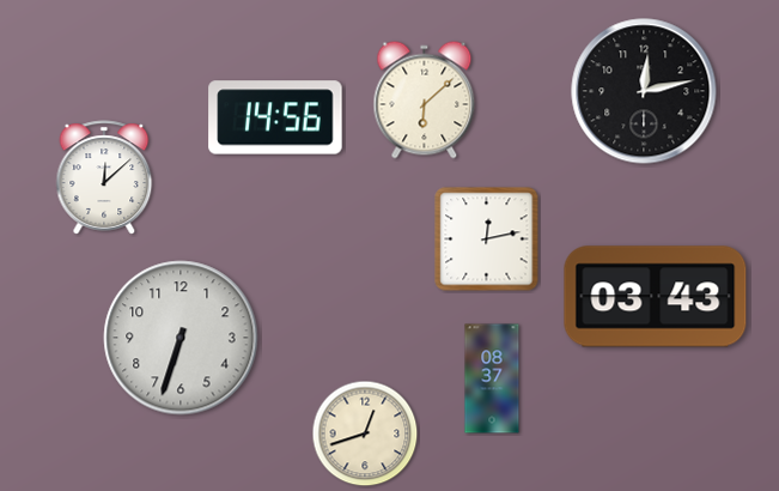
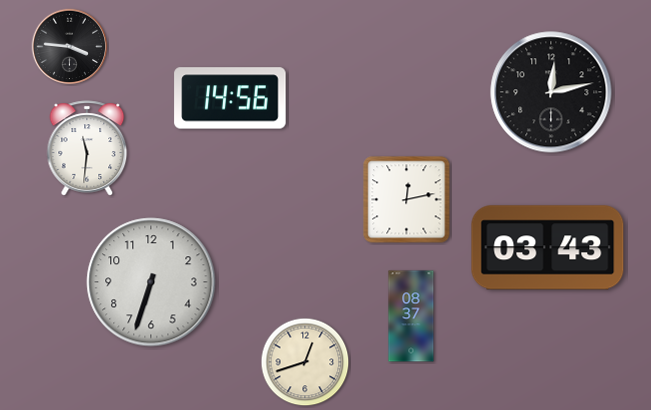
clock at (70, 47): none -> 3:46
clock at (644, 91) position: (644, 91) -> (551, 92)
clock at (425, 101): 6:08 -> none
clock at (104, 177): 12:08 -> 11:31
